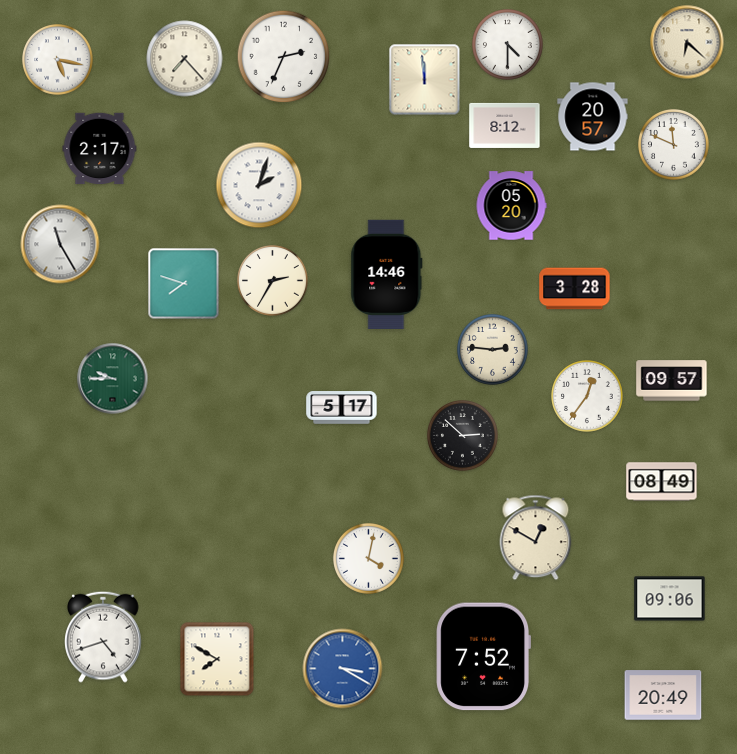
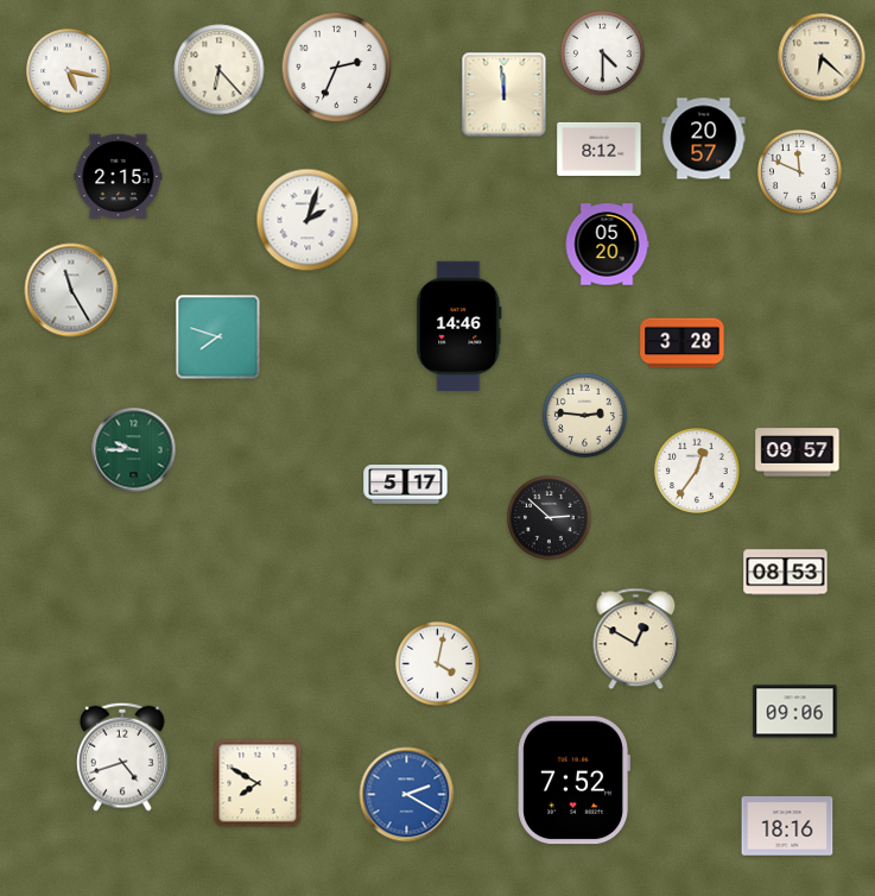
clock at (687, 42) position: (687, 42) -> (822, 57)
clock at (185, 59): 7:23 -> 6:23
clock at (100, 149): 2:17 -> 2:15
clock at (273, 281): 2:35 -> none
clock at (662, 482): 08:49 -> 08:53
clock at (343, 669): 3:20 -> 2:20
clock at (663, 695): 20:49 -> 18:16
